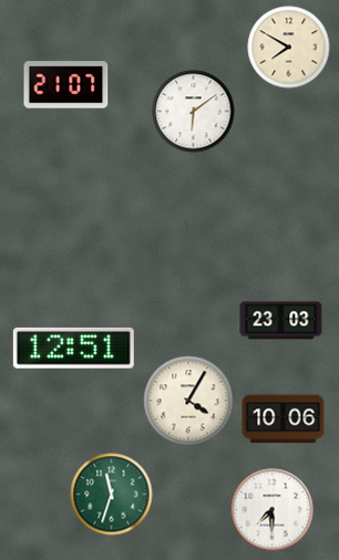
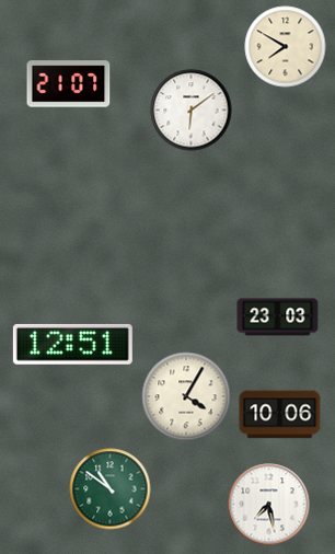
clock at (66, 85) position: (66, 85) -> (69, 84)
clock at (112, 495): 11:33 -> 10:51
clock at (273, 510): 7:30 -> 7:28
